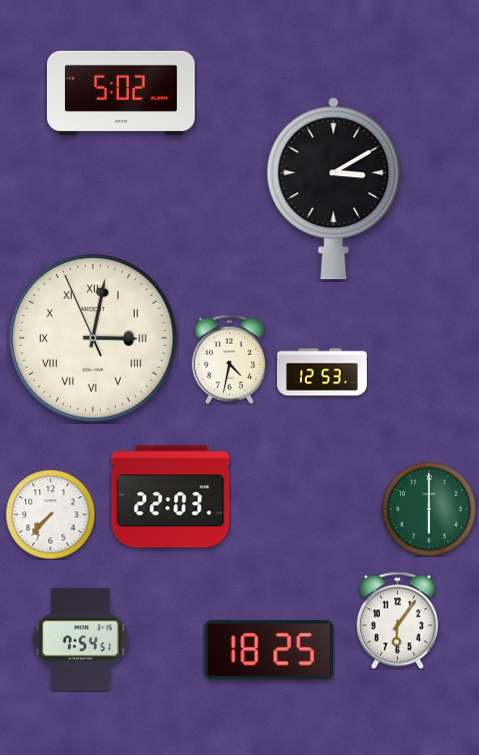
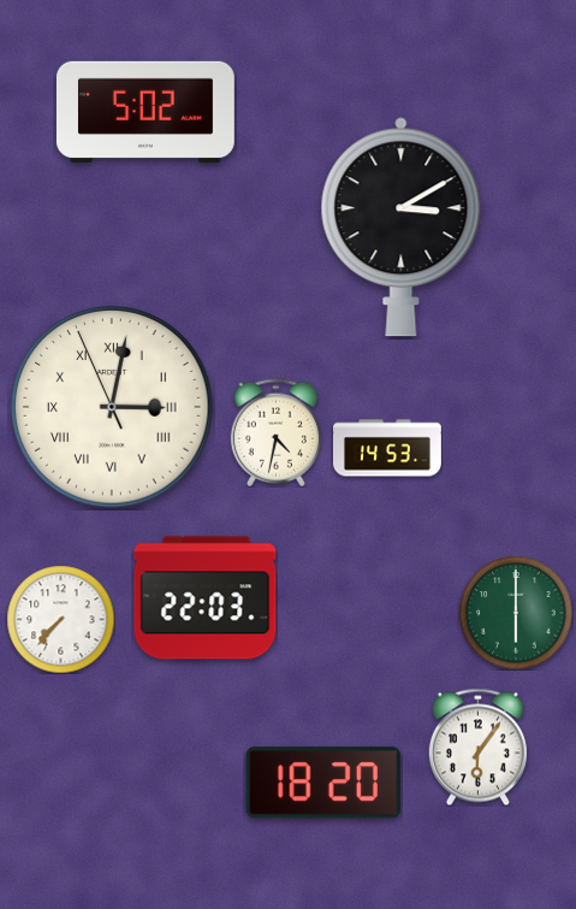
clock at (323, 372): 12:53 -> 14:53
clock at (80, 640): 7:54 -> none
clock at (268, 650): 18:25 -> 18:20
